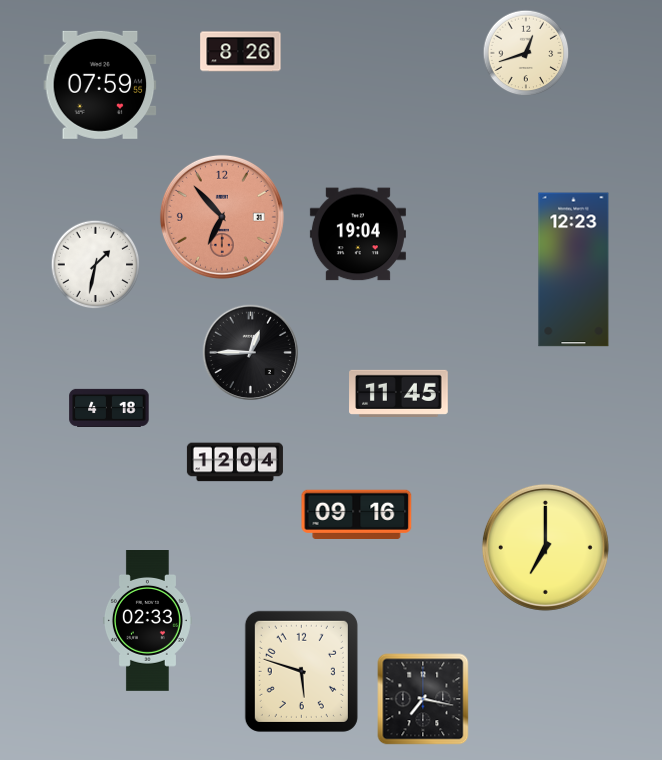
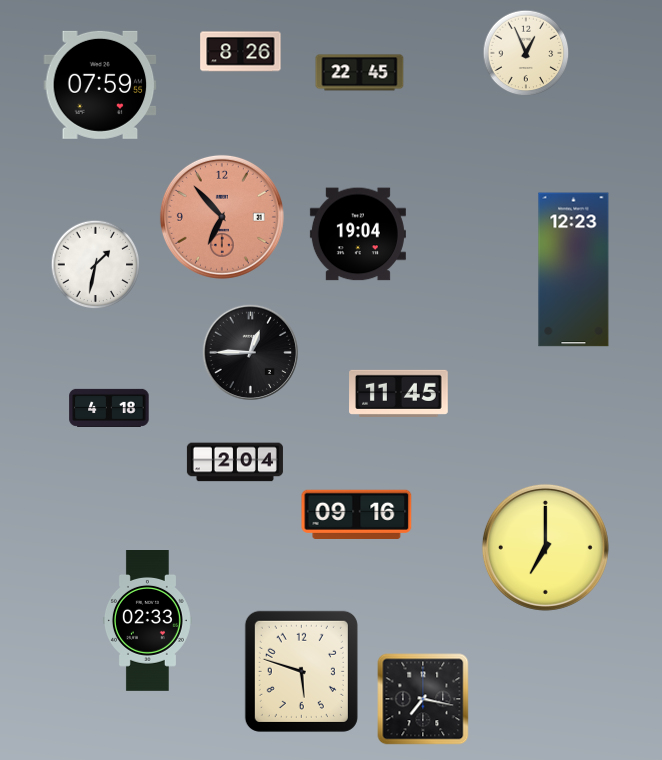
clock at (526, 53): 12:42 -> 12:56
clock at (360, 73): none -> 22:45
clock at (235, 462): 12:04 -> 2:04
